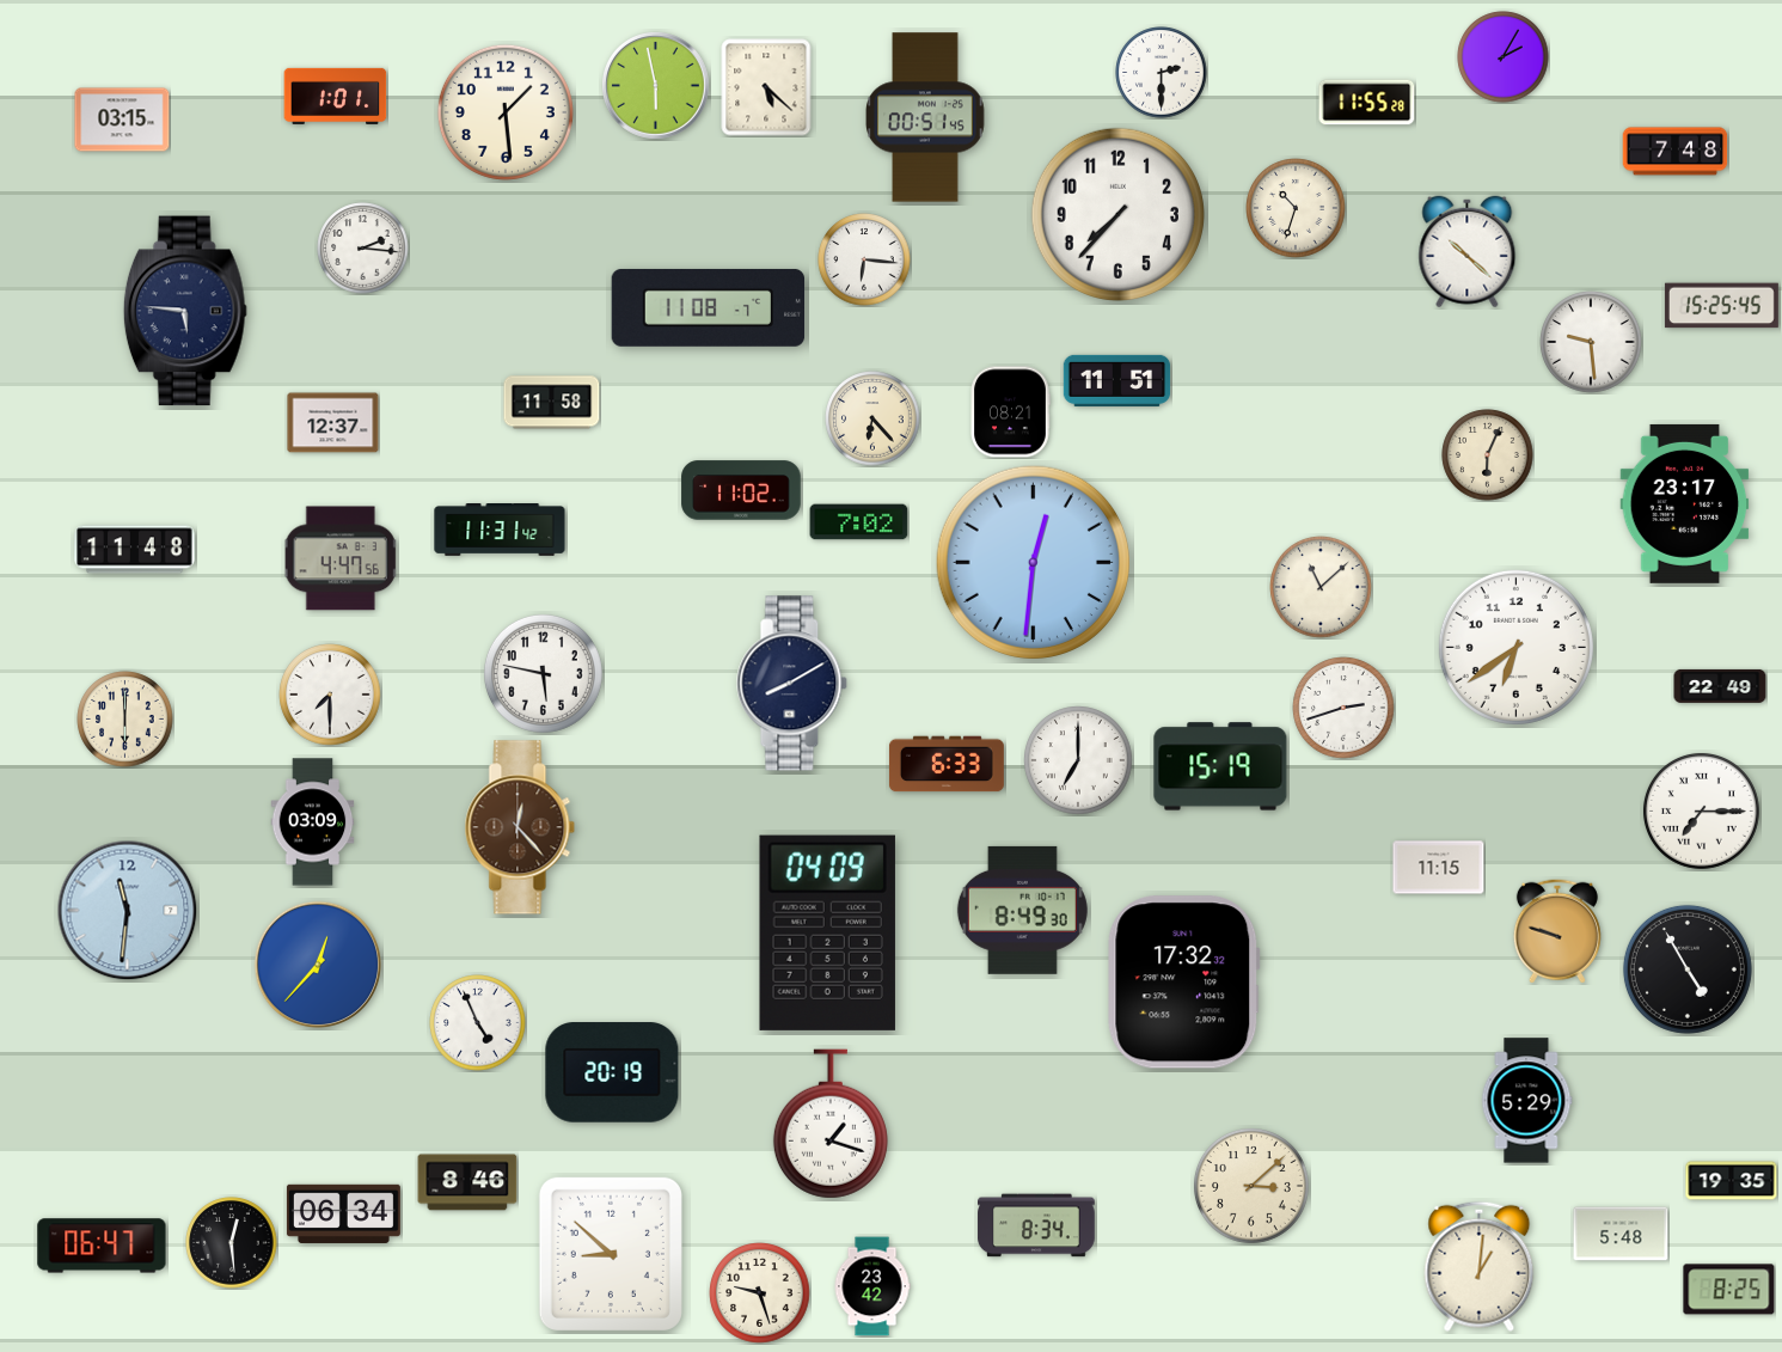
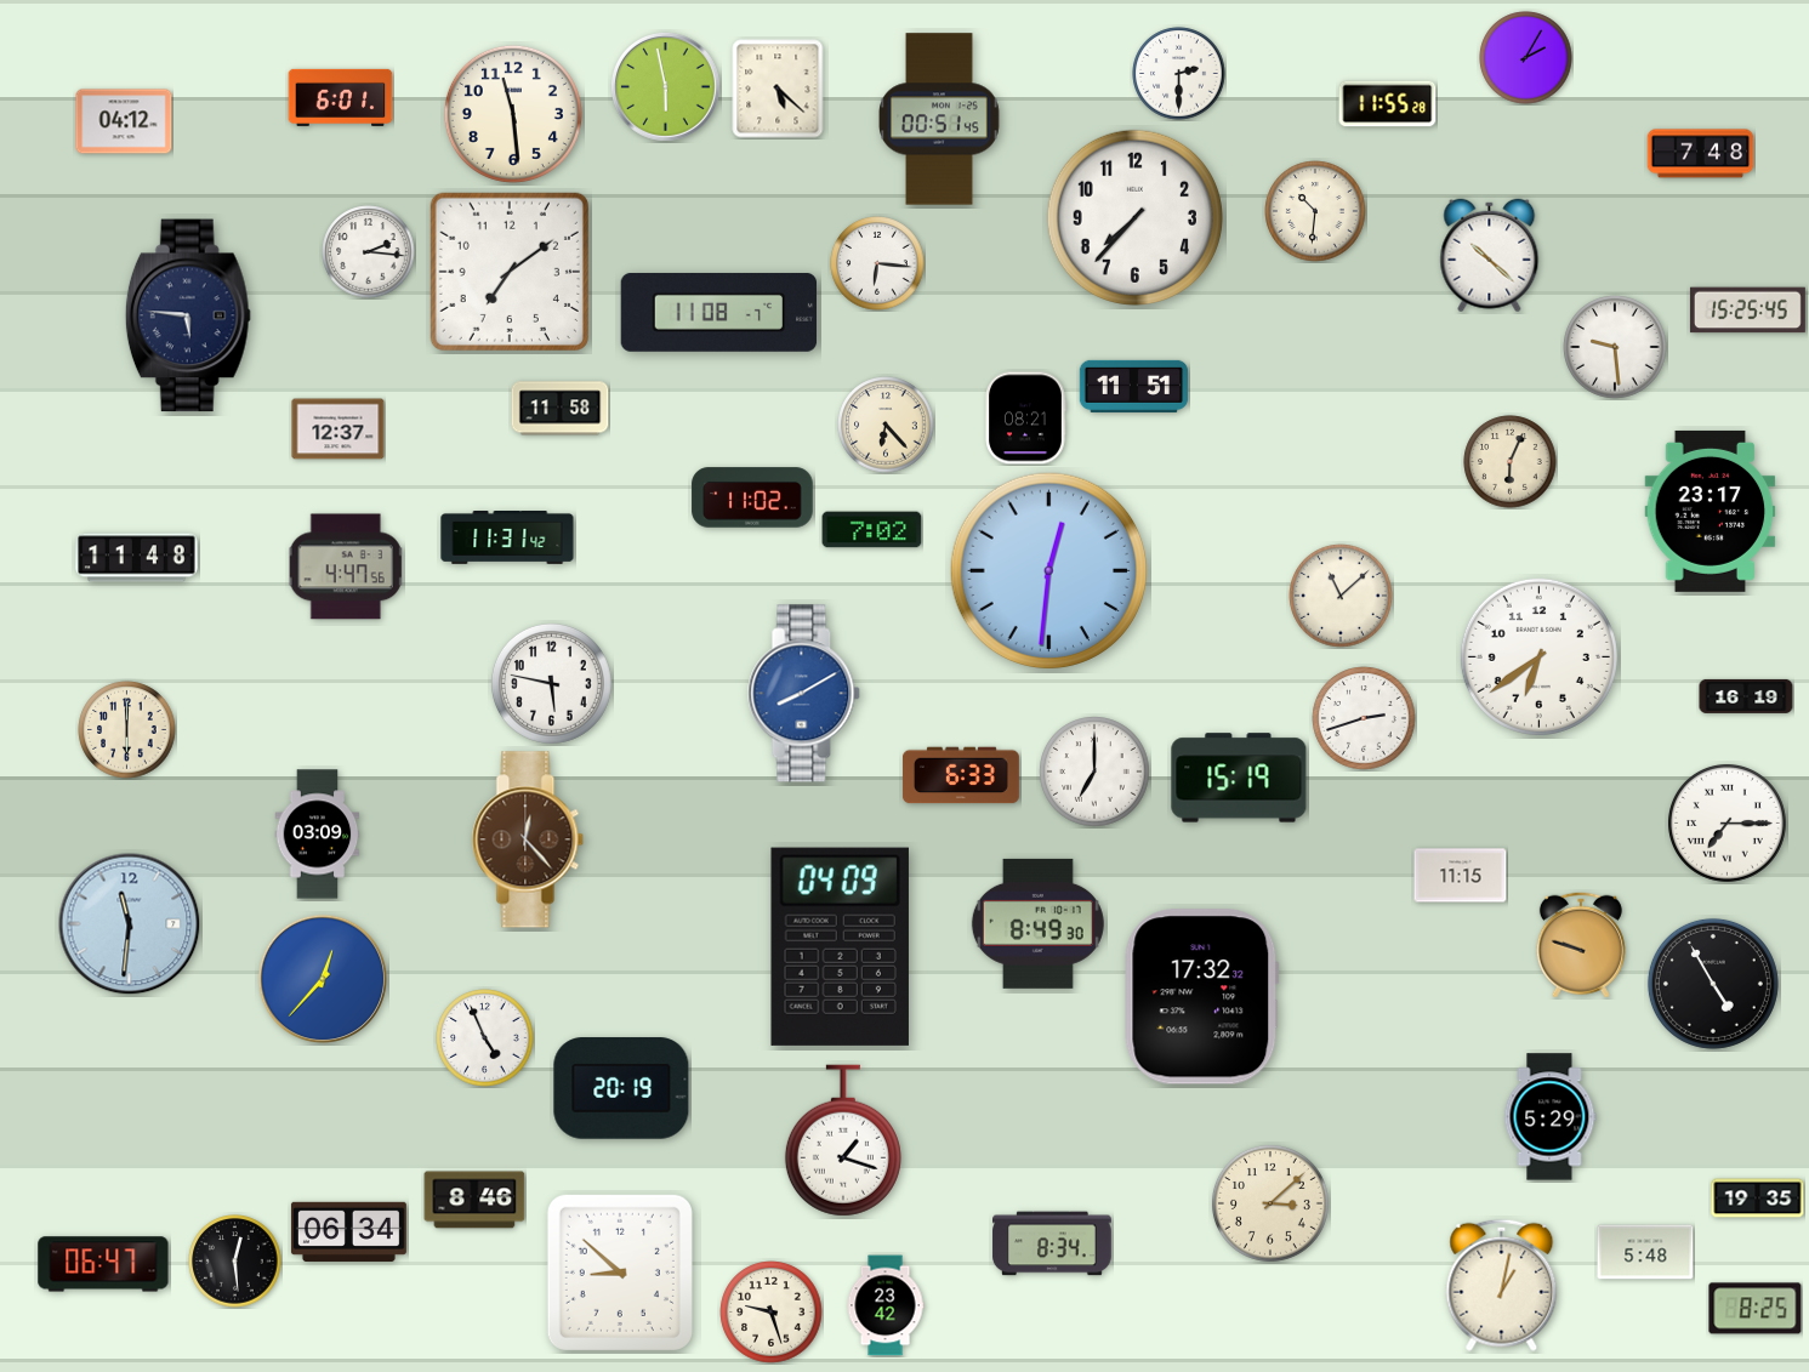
clock at (336, 96): 1:01 -> 6:01
clock at (506, 112): 1:29 -> 11:29
clock at (122, 120): 03:15 -> 04:12
clock at (1296, 208): 10:33 -> 10:31
clock at (510, 272): none -> 7:09
clock at (792, 684) dial: navy -> blue
clock at (1720, 686): 22:49 -> 16:19
clock at (330, 695): 7:30 -> none
clock at (1439, 868) position: (1439, 868) -> (1461, 876)
clock at (1480, 1266): 1:01 -> 1:02
